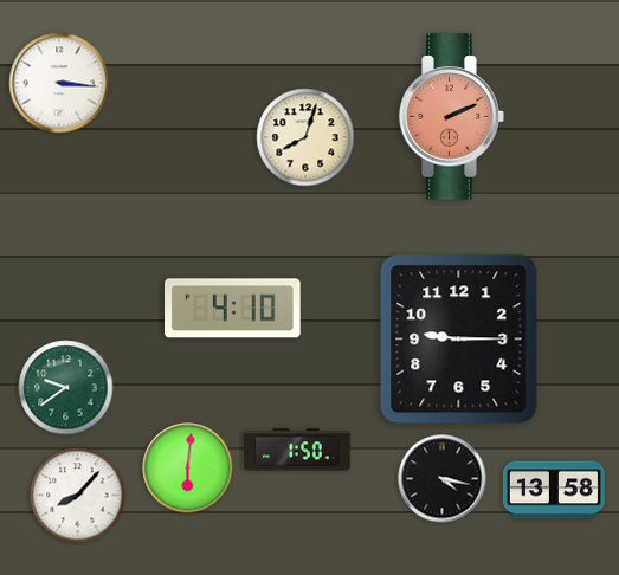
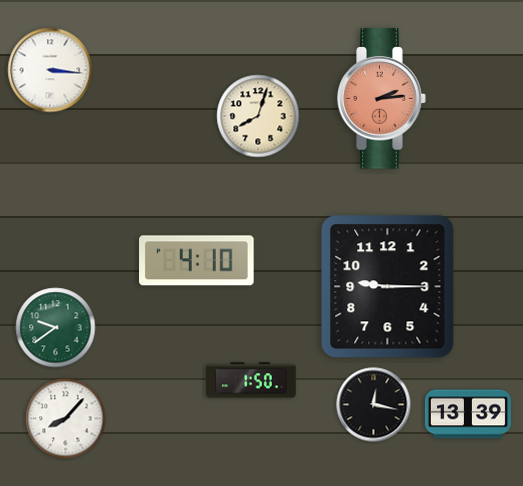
clock at (452, 117): 2:11 -> 2:14
clock at (188, 469): 6:01 -> none
clock at (443, 479): 4:17 -> 12:17
clock at (554, 490): 13:58 -> 13:39
